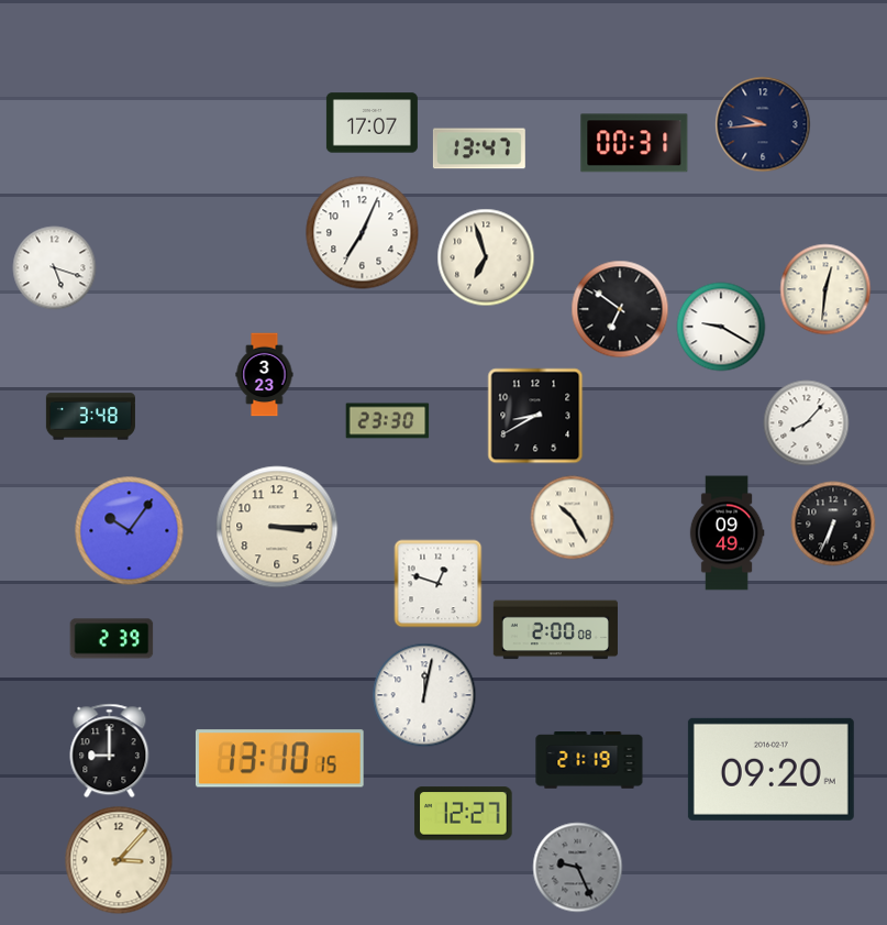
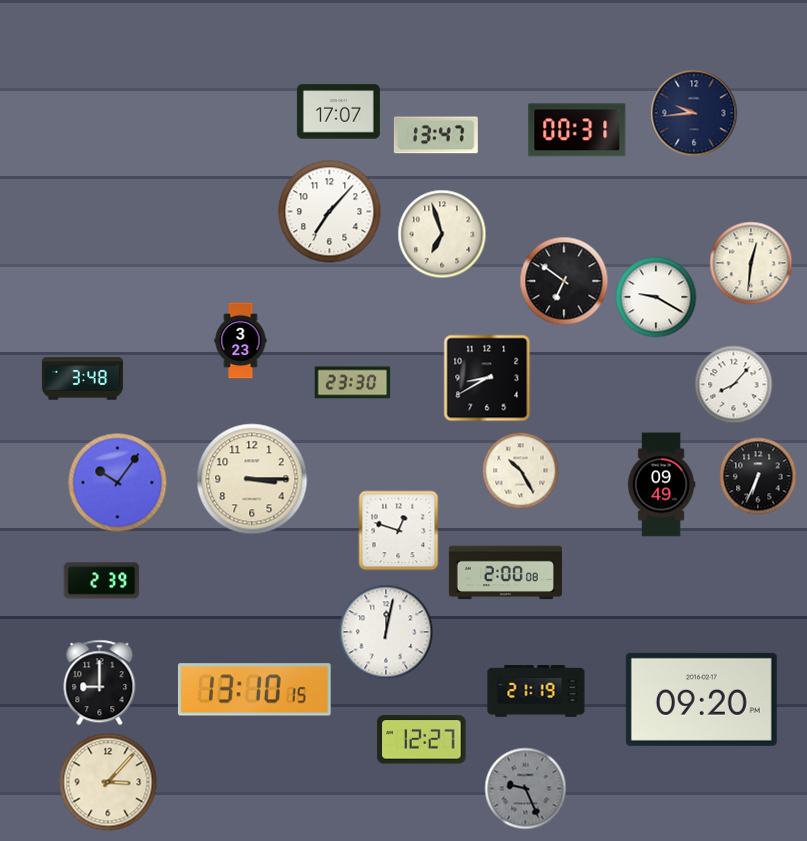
clock at (363, 233): 7:04 -> 7:07
clock at (55, 268): 5:18 -> none
